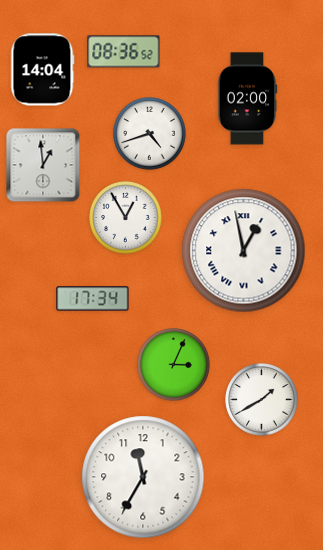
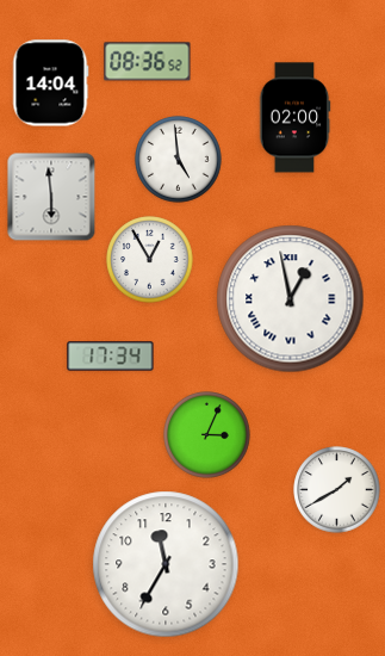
clock at (150, 134): 4:42 -> 4:59
clock at (43, 165): 12:59 -> 5:59
clock at (262, 400) position: (262, 400) -> (337, 490)
clock at (143, 477) position: (143, 477) -> (166, 564)
